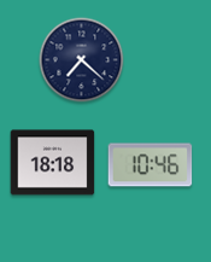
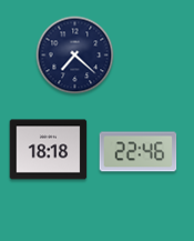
clock at (151, 165): 10:46 -> 22:46
